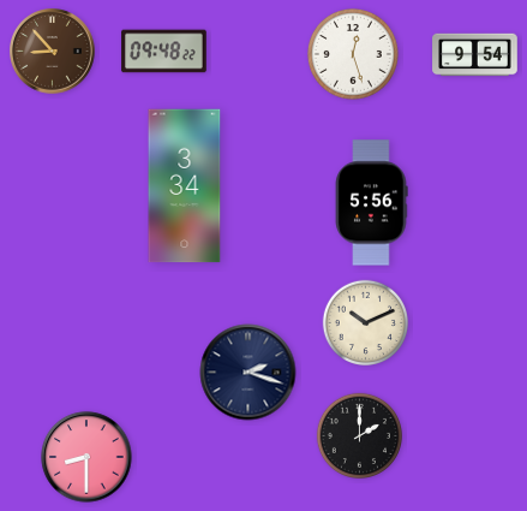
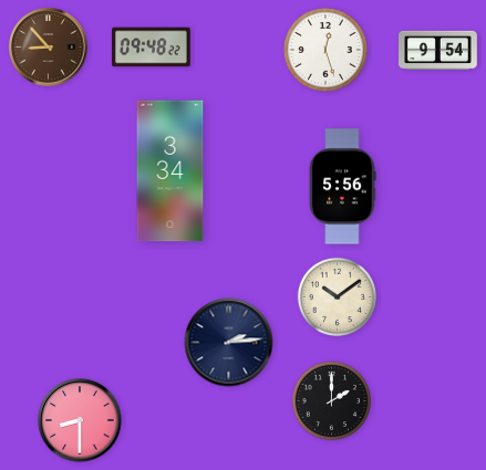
clock at (365, 322): 10:11 -> 10:09
clock at (248, 373): 2:18 -> 2:14
